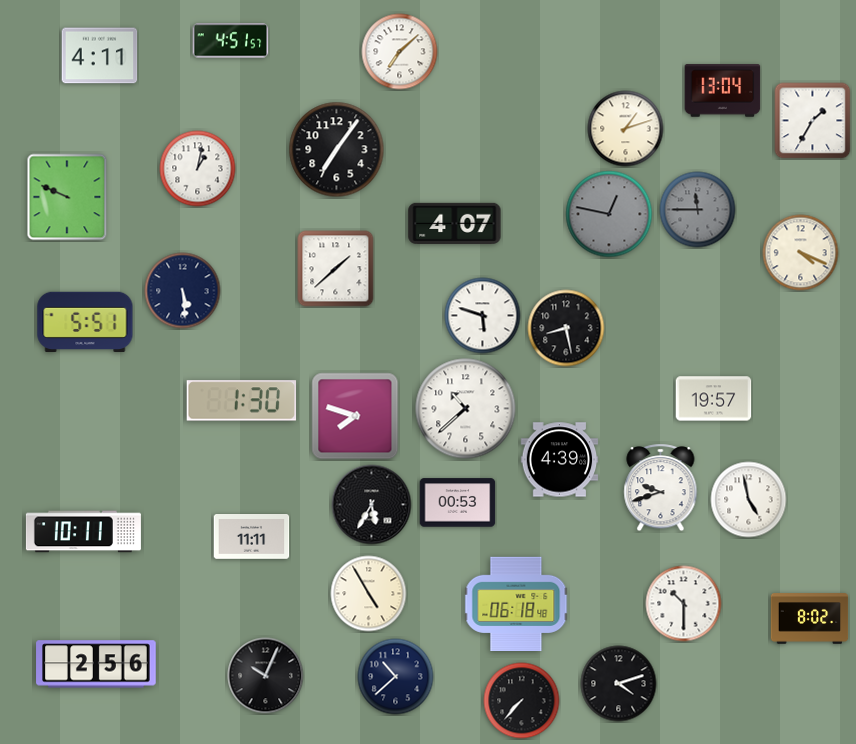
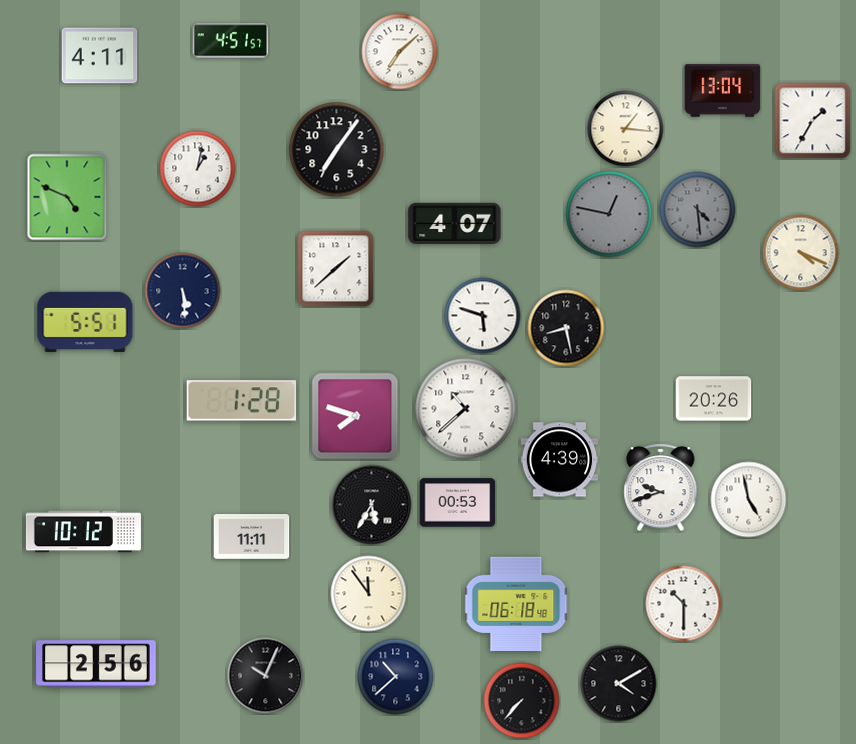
clock at (626, 129): 1:12 -> 1:16
clock at (67, 197): 9:49 -> 4:49
clock at (698, 210): 11:45 -> 4:29
clock at (714, 399): 19:57 -> 20:26
clock at (242, 401): 1:30 -> 1:28
clock at (83, 532): 10:11 -> 10:12
clock at (369, 594): 4:55 -> 11:54
clock at (810, 619): 8:02 -> none
clock at (619, 684): 4:12 -> 4:10
